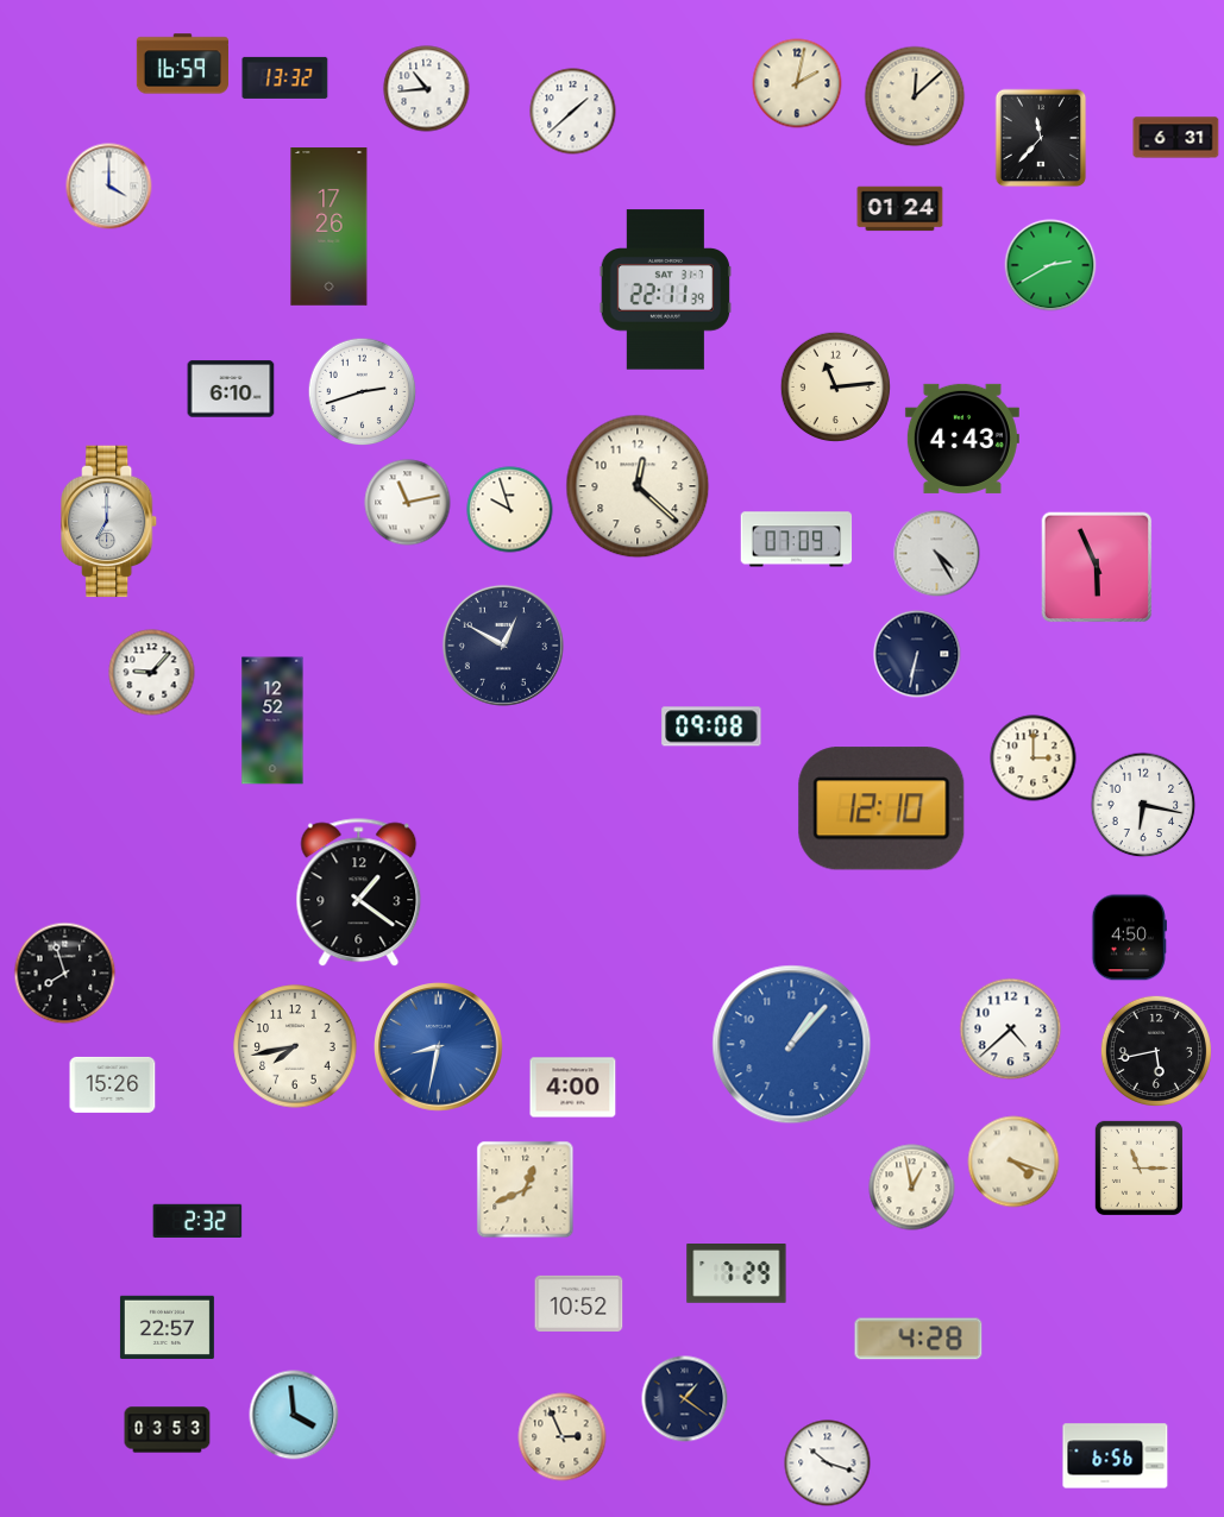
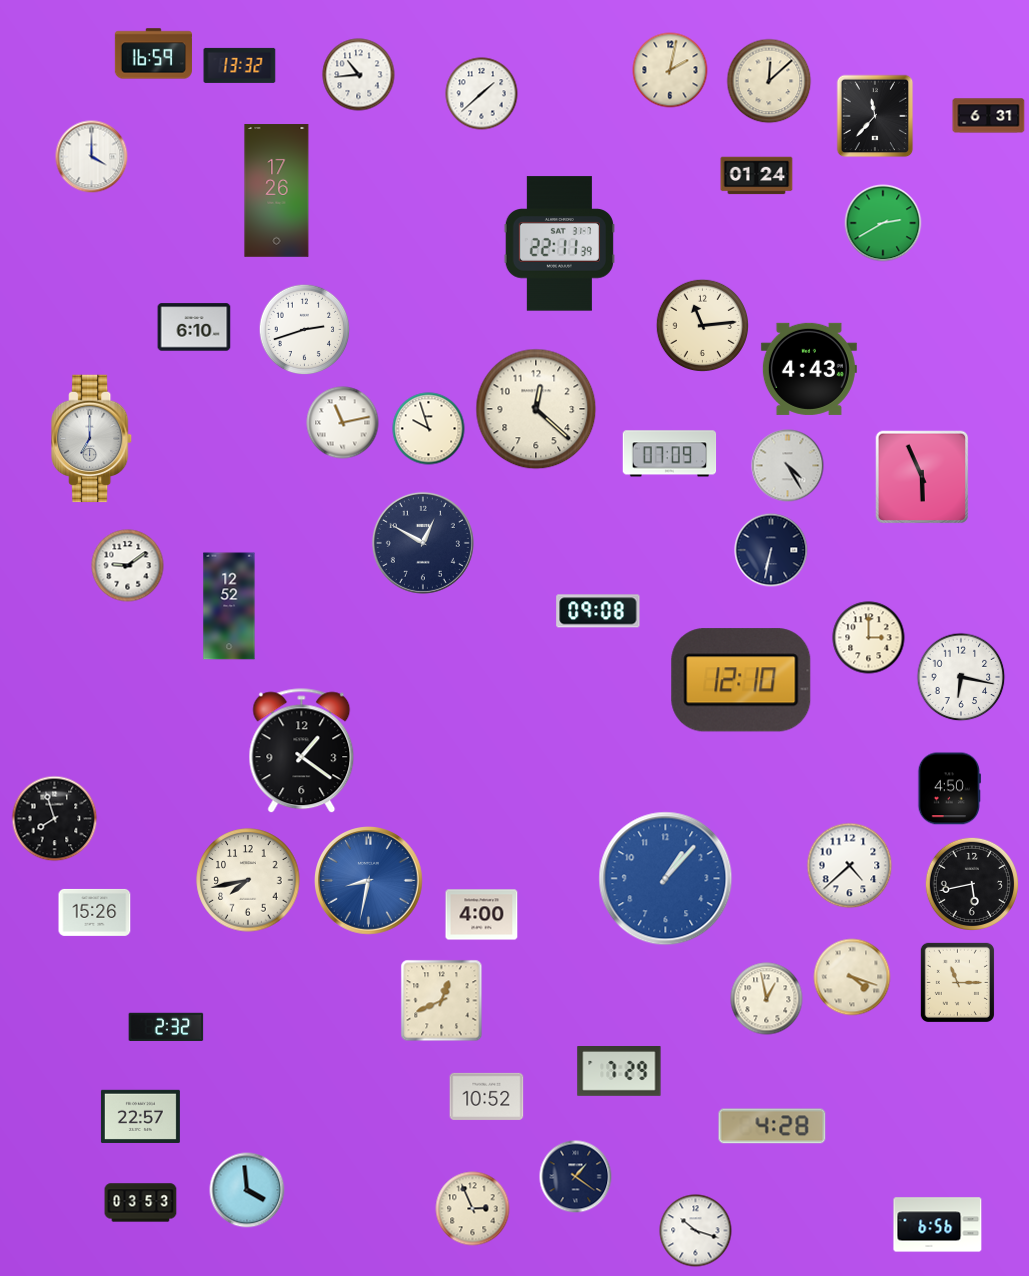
clock at (152, 673): 9:07 -> 9:09
